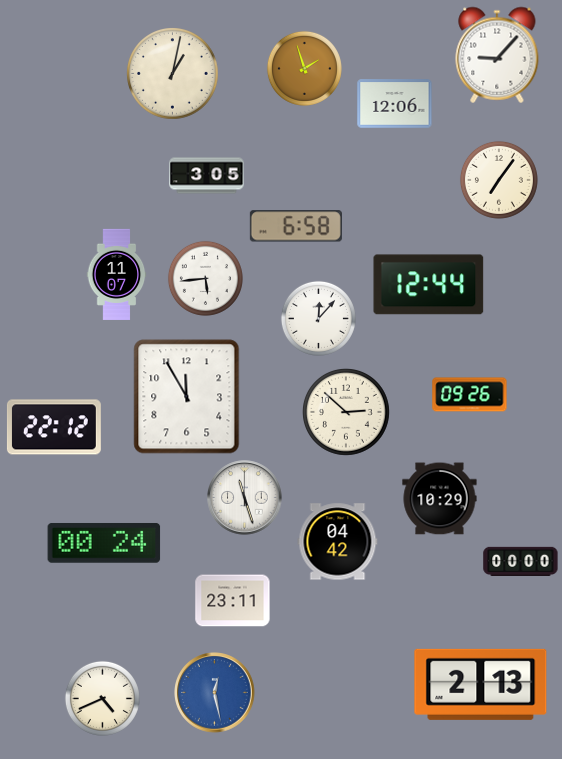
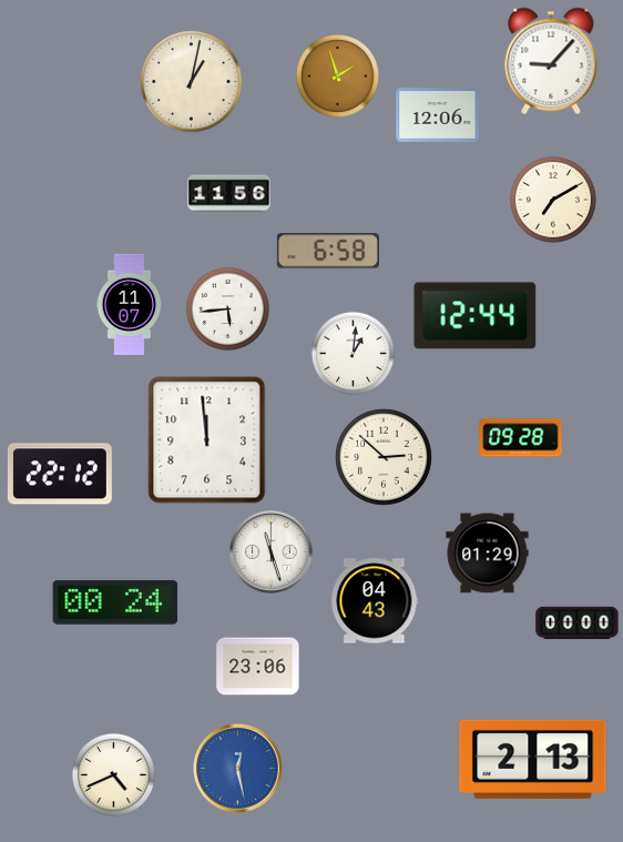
clock at (207, 176): 3:05 -> 11:56
clock at (499, 180): 7:06 -> 7:10
clock at (318, 318): 12:07 -> 1:01
clock at (470, 395): 09:26 -> 09:28
clock at (187, 397): 11:55 -> 11:59
clock at (440, 499): 10:29 -> 01:29
clock at (338, 542): 04:42 -> 04:43
clock at (233, 601): 23:11 -> 23:06
